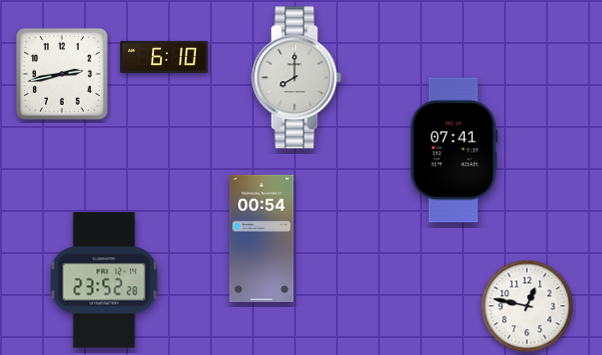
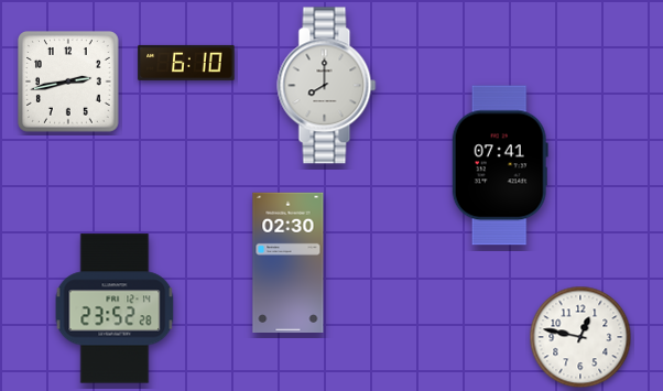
clock at (164, 57) position: (164, 57) -> (186, 63)
clock at (262, 238): 00:54 -> 02:30
